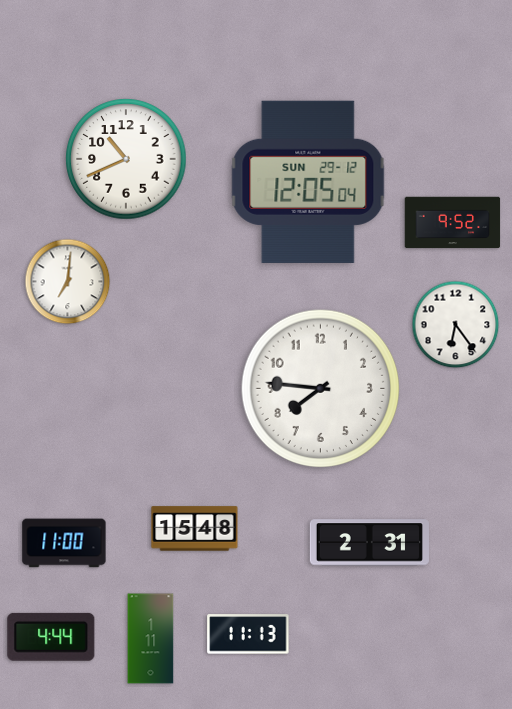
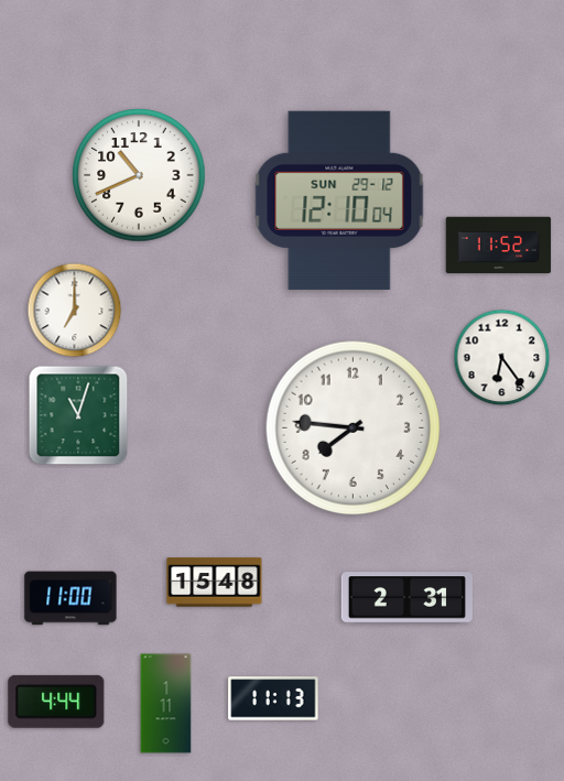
clock at (308, 182): 12:05 -> 12:10
clock at (453, 223): 9:52 -> 11:52
clock at (68, 282): 7:01 -> 7:00
clock at (78, 415): none -> 11:03
